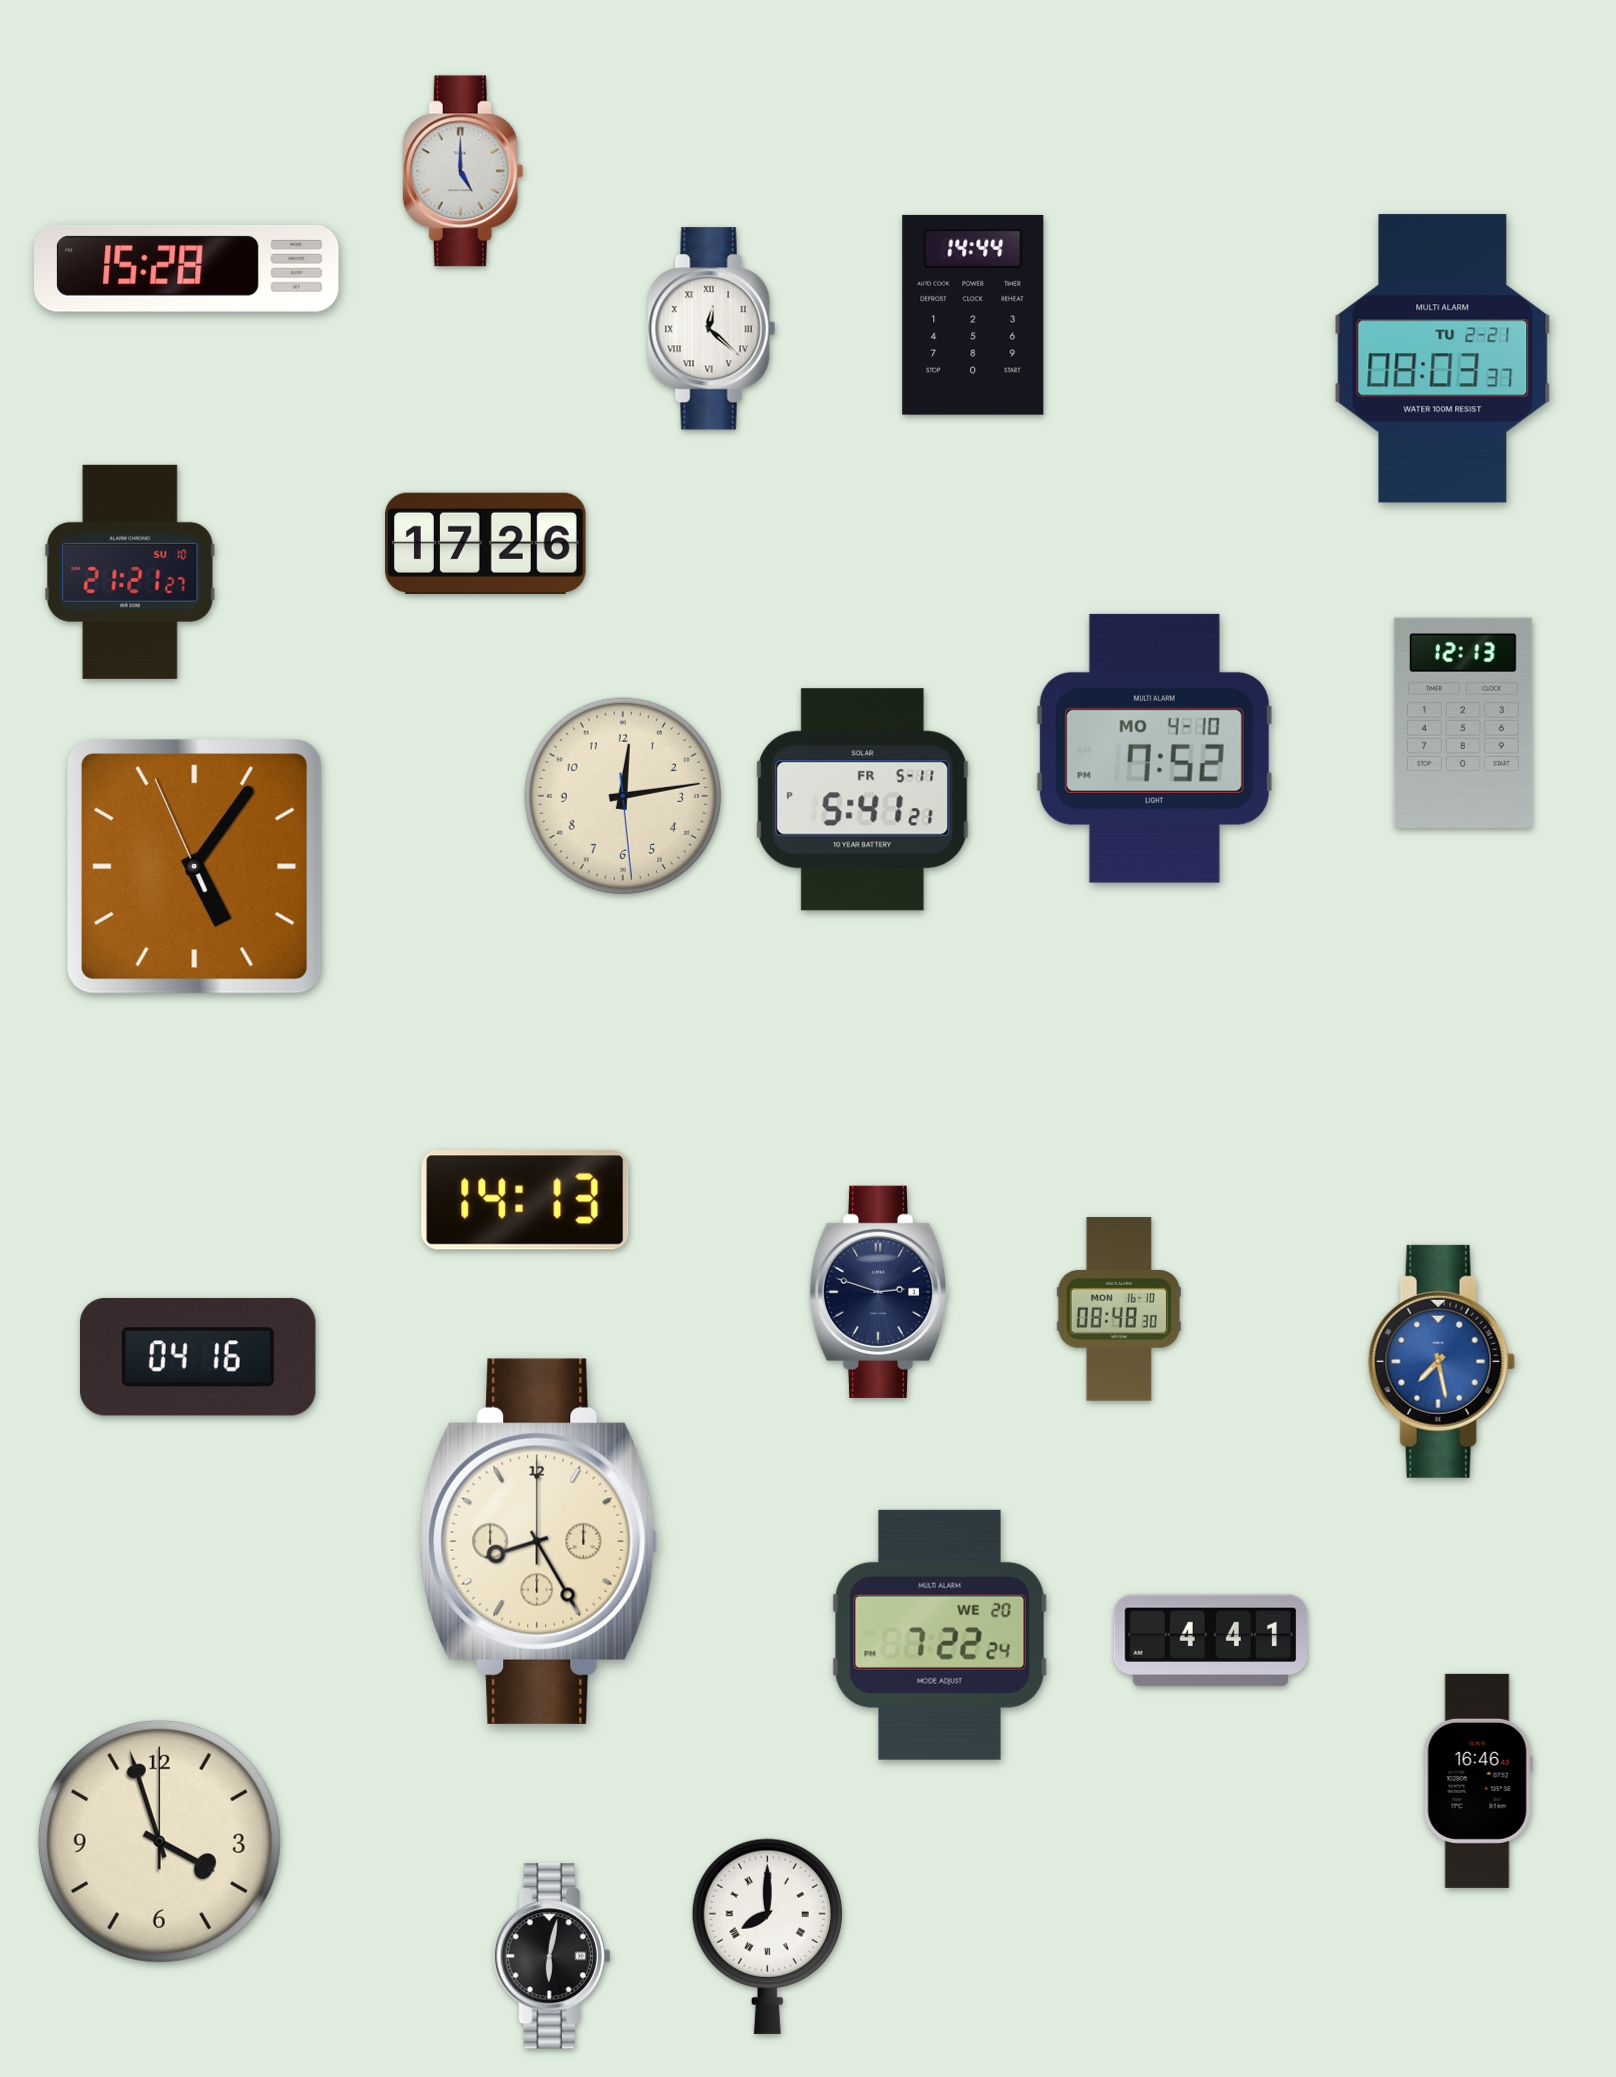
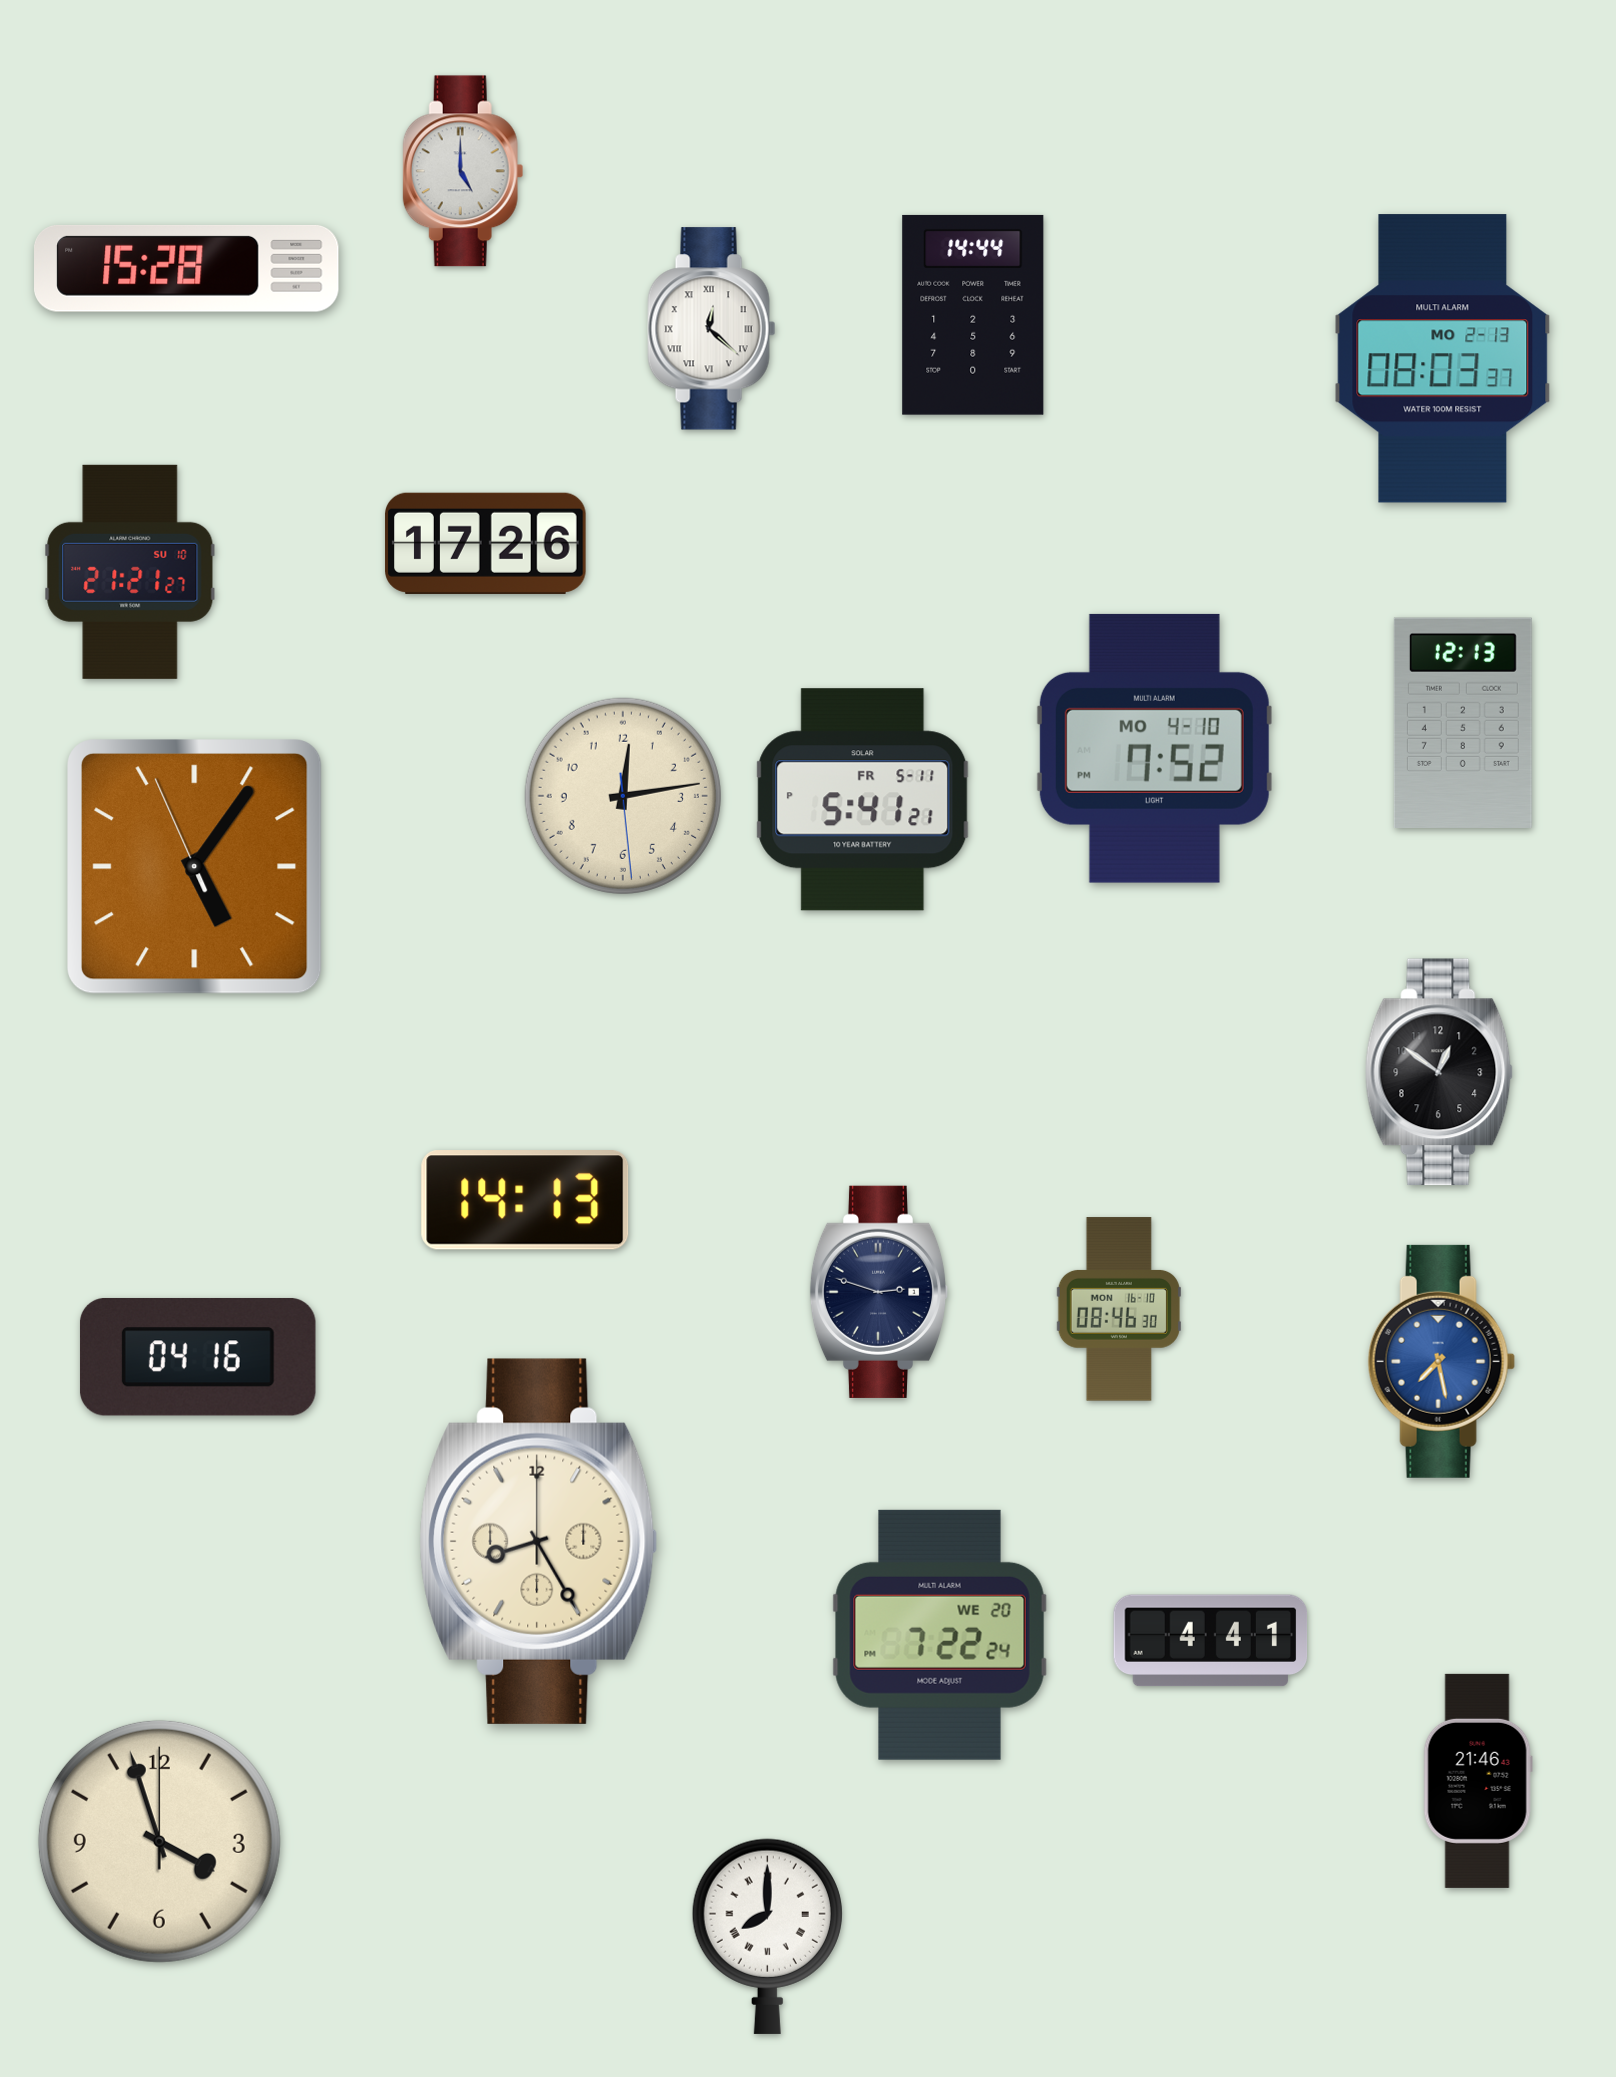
clock at (1443, 359) date: TU 2-21 -> MO 2-13
clock at (1439, 1072): none -> 12:51
clock at (1119, 1309): 08:48 -> 08:46
clock at (1478, 1781): 16:46 -> 21:46
clock at (552, 1956): 6:02 -> none
